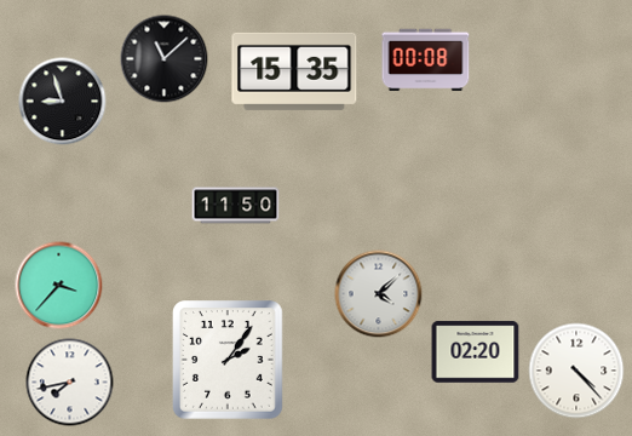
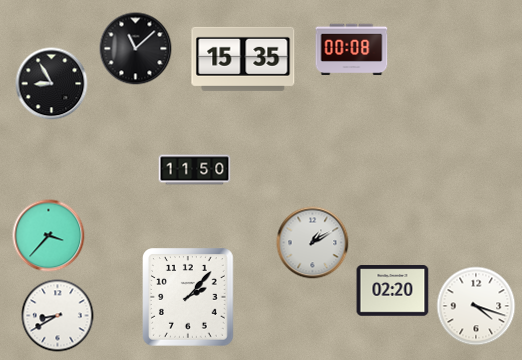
clock at (63, 102): 8:57 -> 8:55
clock at (379, 294): 4:08 -> 1:10
clock at (229, 360): 2:06 -> 2:07
clock at (576, 371): 4:23 -> 4:18
clock at (70, 383): 7:43 -> 8:40
